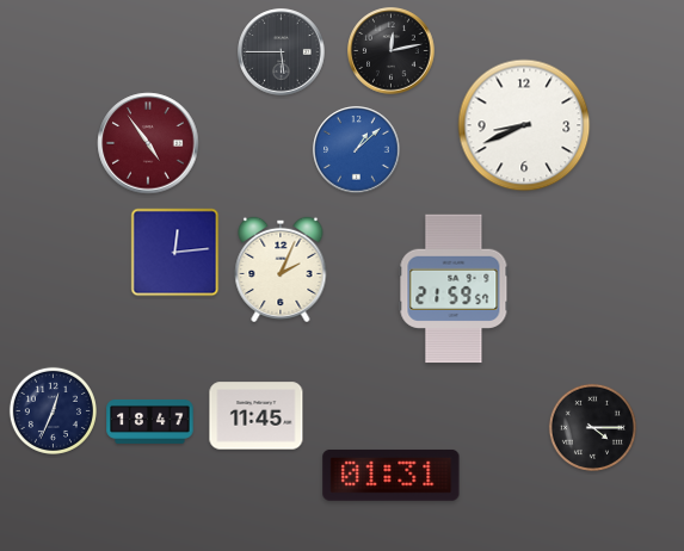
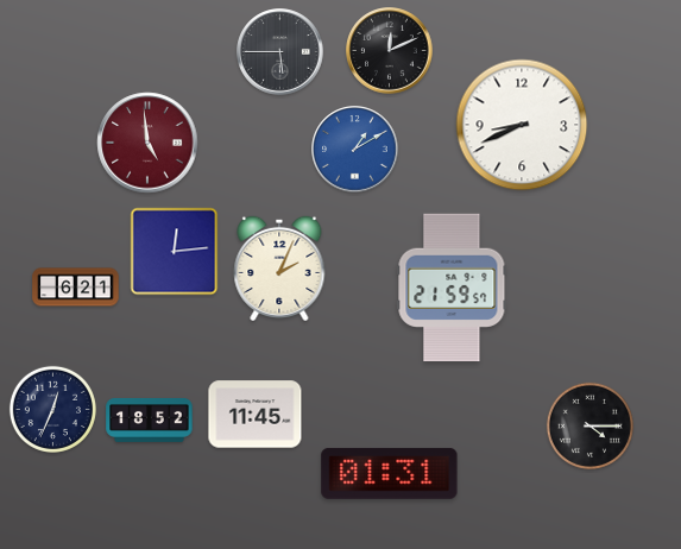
clock at (392, 51): 12:13 -> 12:11
clock at (148, 143): 4:54 -> 4:59
clock at (357, 150): 1:08 -> 1:10
clock at (76, 288): none -> 6:21
clock at (150, 421): 18:47 -> 18:52
